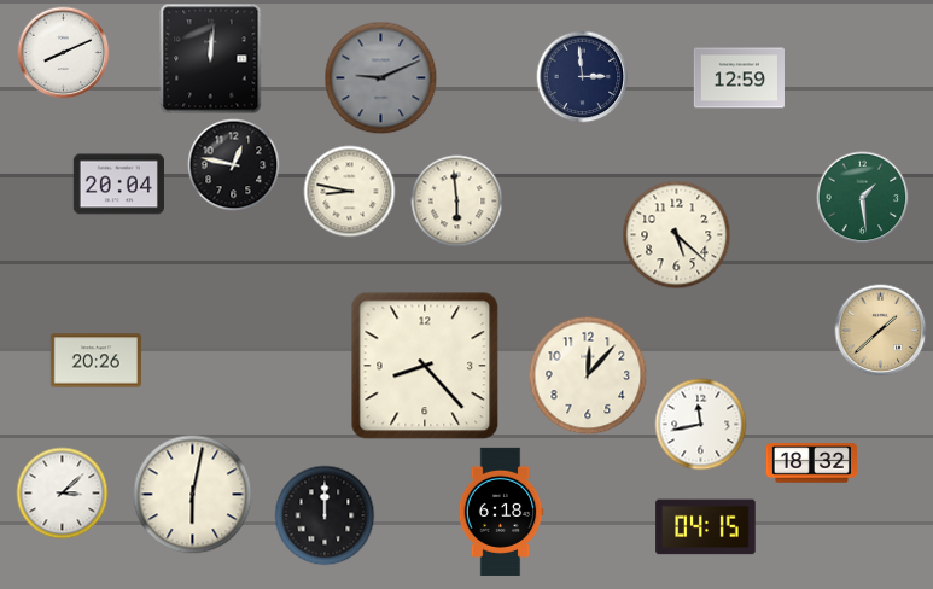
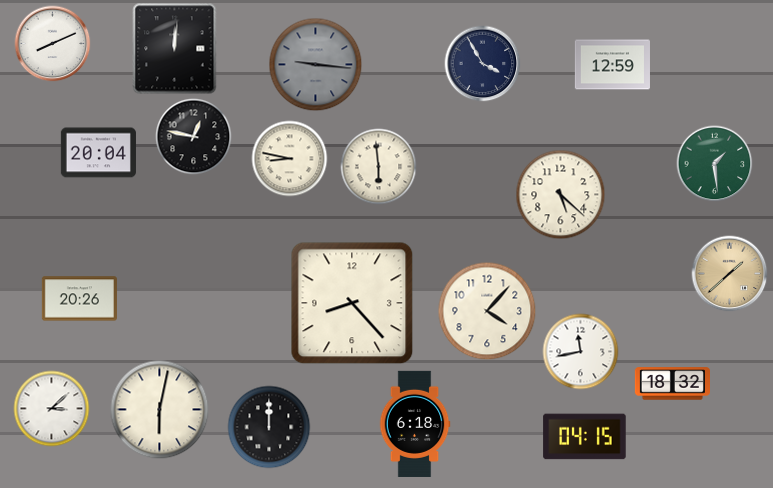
clock at (583, 77): 2:59 -> 3:55
clock at (381, 78): 9:11 -> 9:16
clock at (588, 375): 12:07 -> 4:07
